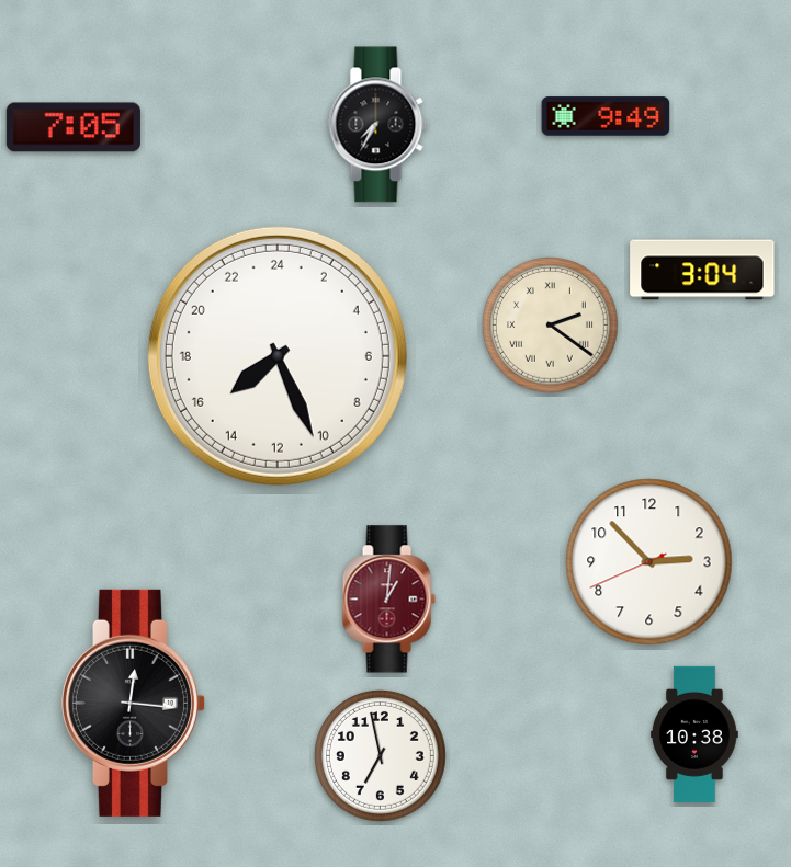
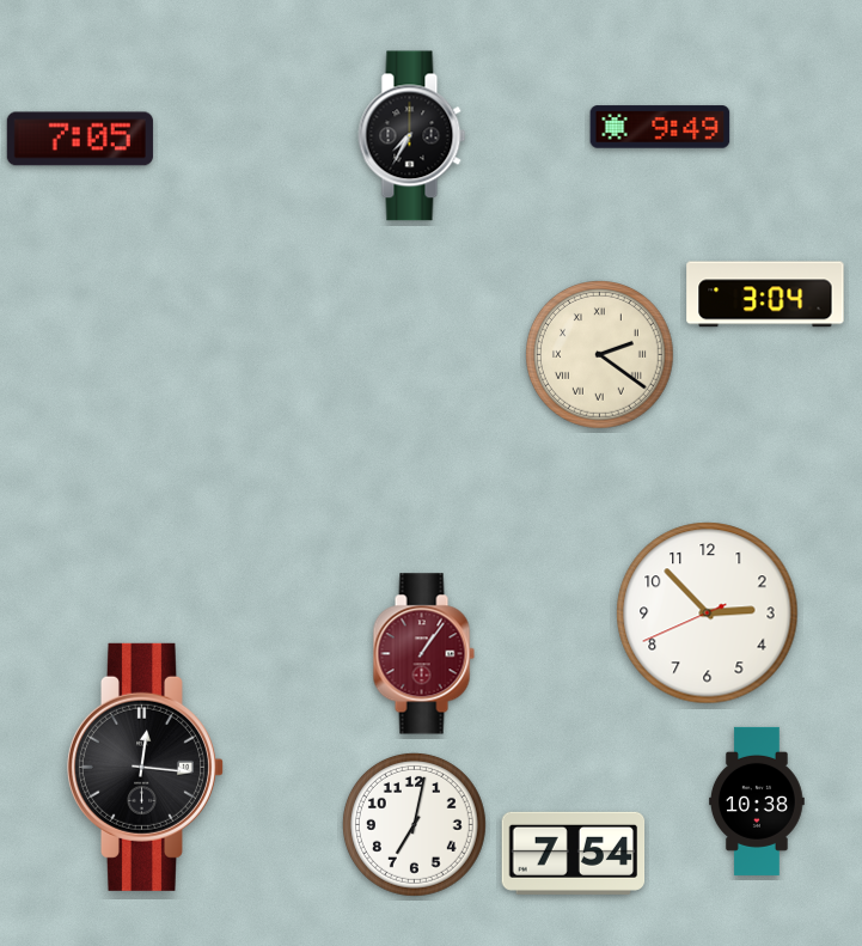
clock at (278, 356): 15:26 -> none
clock at (388, 600): 1:01 -> 1:06
clock at (380, 755): 6:58 -> 7:02
clock at (574, 853): none -> 7:54
